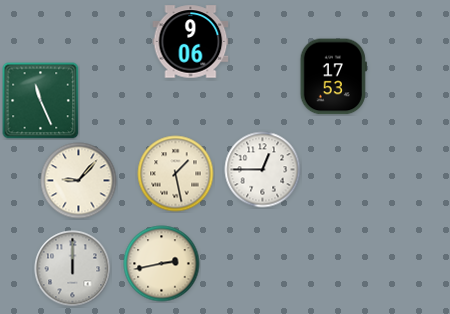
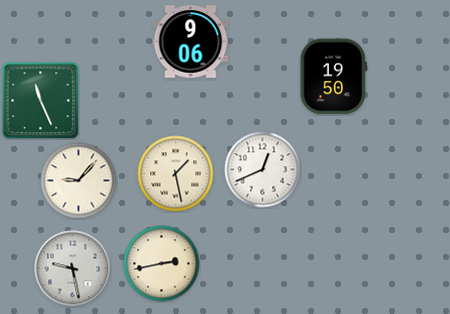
clock at (333, 77): 17:53 -> 19:50
clock at (263, 170): 12:45 -> 12:41
clock at (73, 269): 12:00 -> 9:28
